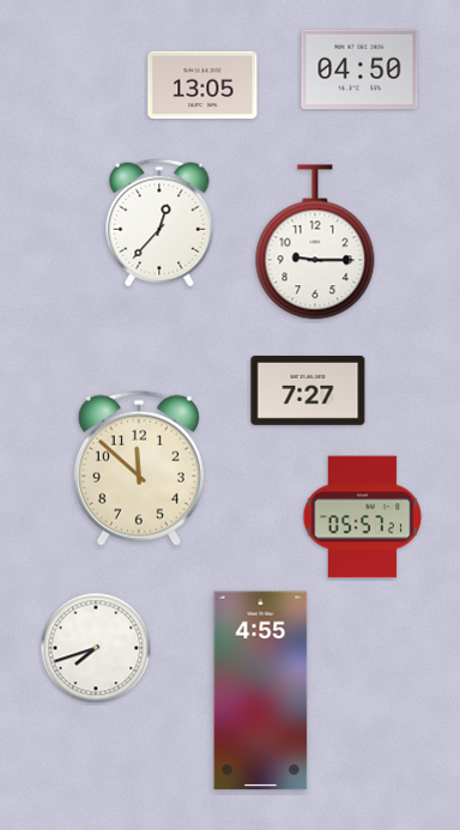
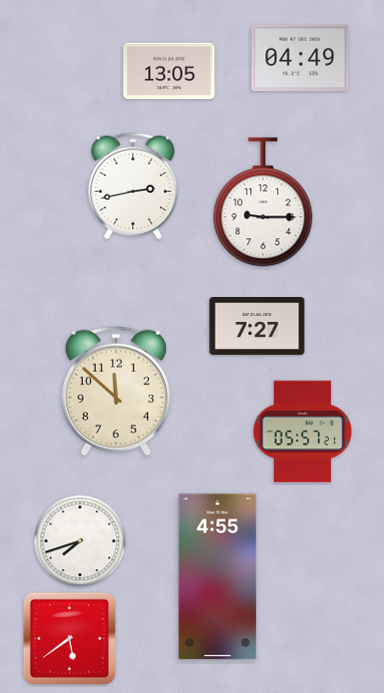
clock at (359, 69): 04:50 -> 04:49
clock at (159, 223): 12:37 -> 2:43
clock at (69, 638): none -> 5:39
